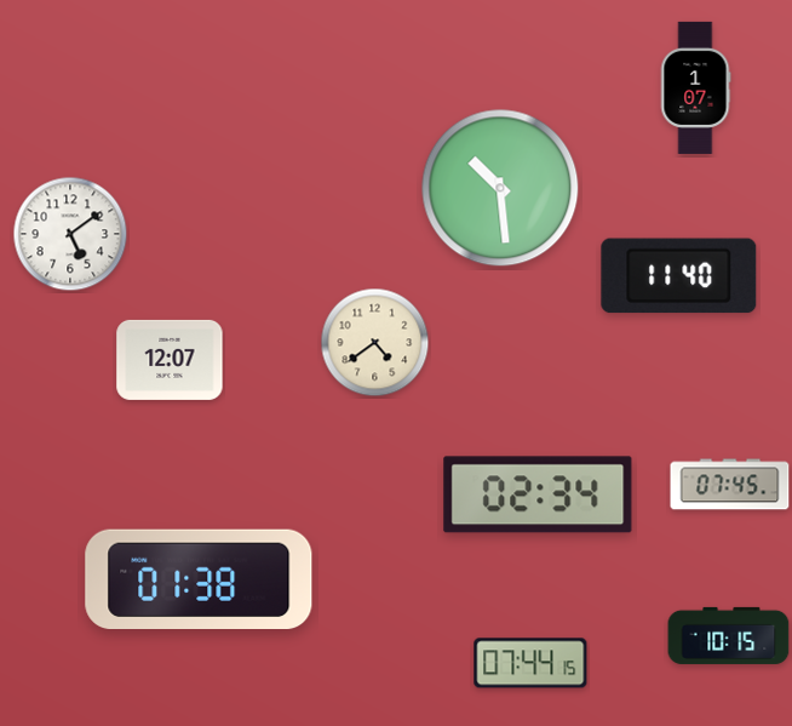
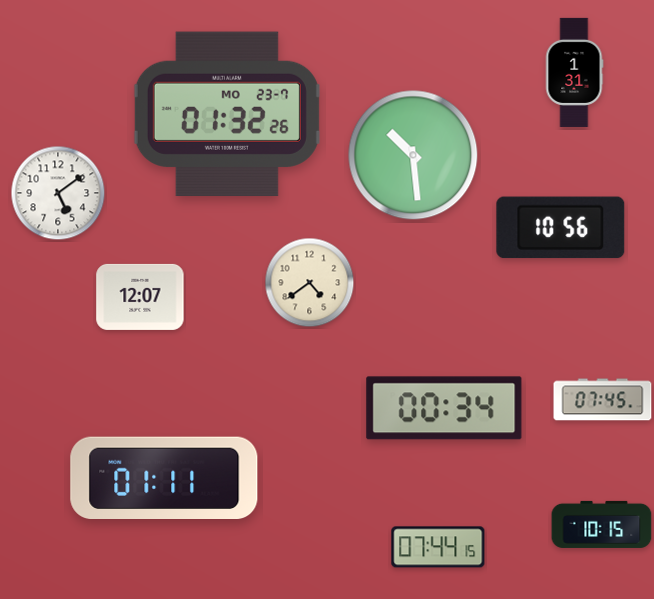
clock at (695, 87): 1:07 -> 1:31
clock at (227, 114): none -> 01:32
clock at (679, 276): 11:40 -> 10:56
clock at (538, 495): 02:34 -> 00:34
clock at (199, 579): 01:38 -> 01:11
